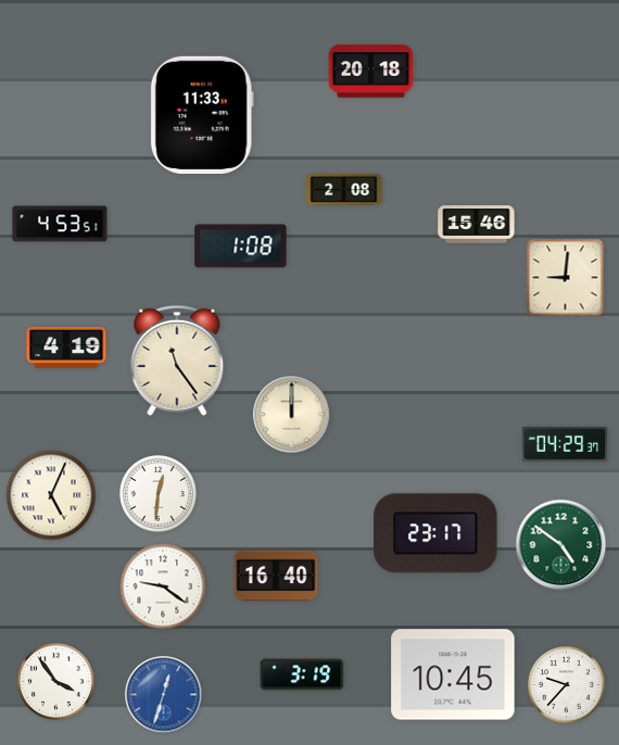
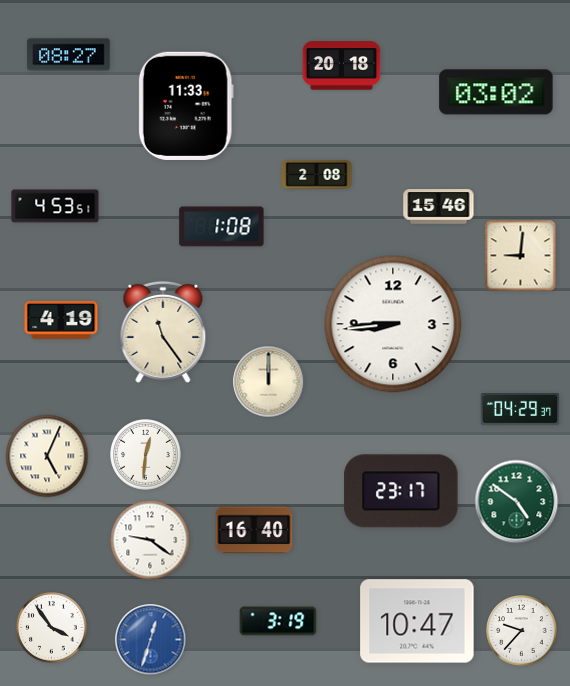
clock at (69, 55): none -> 08:27
clock at (496, 92): none -> 03:02
clock at (393, 324): none -> 8:44
clock at (453, 674): 10:45 -> 10:47
